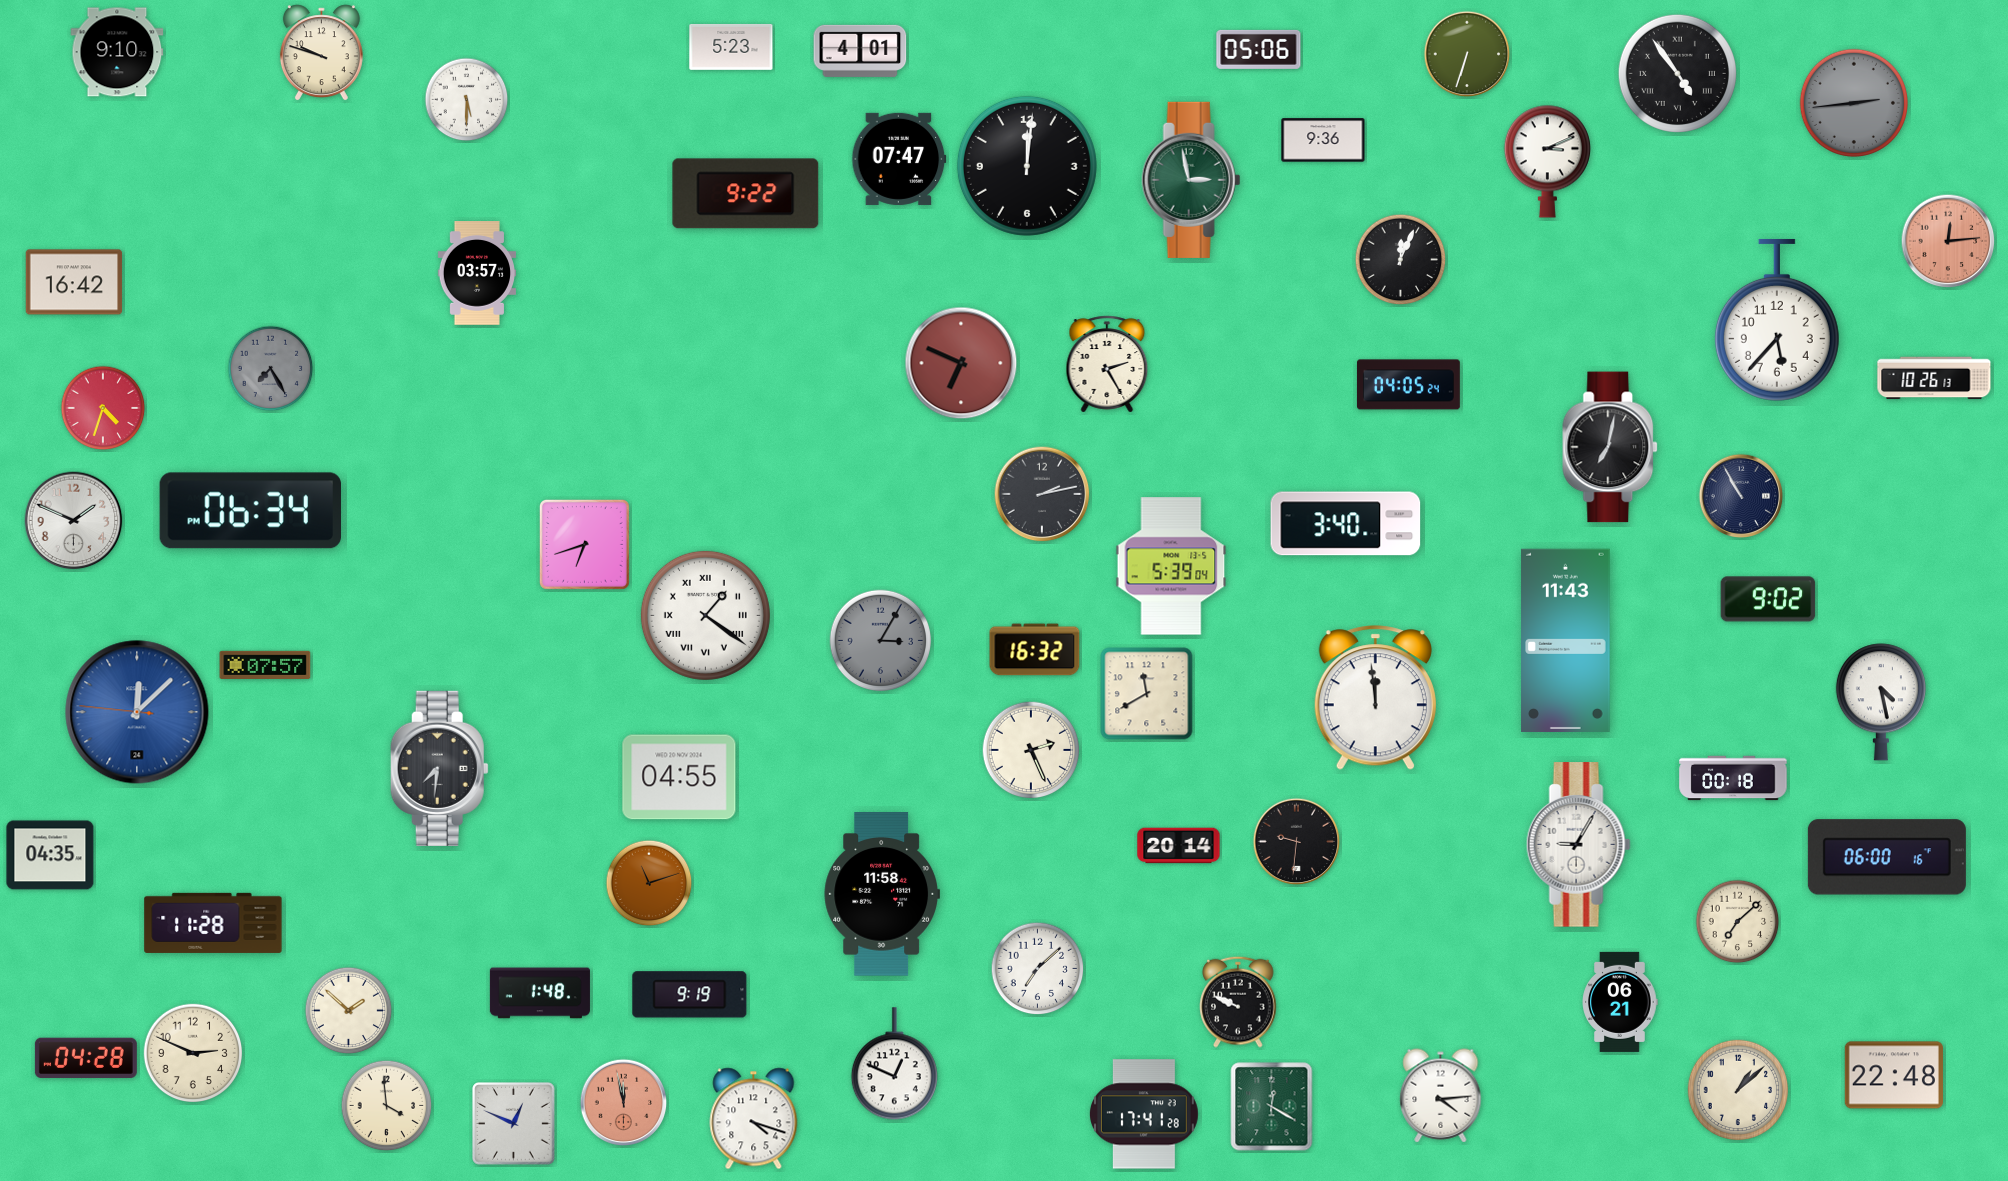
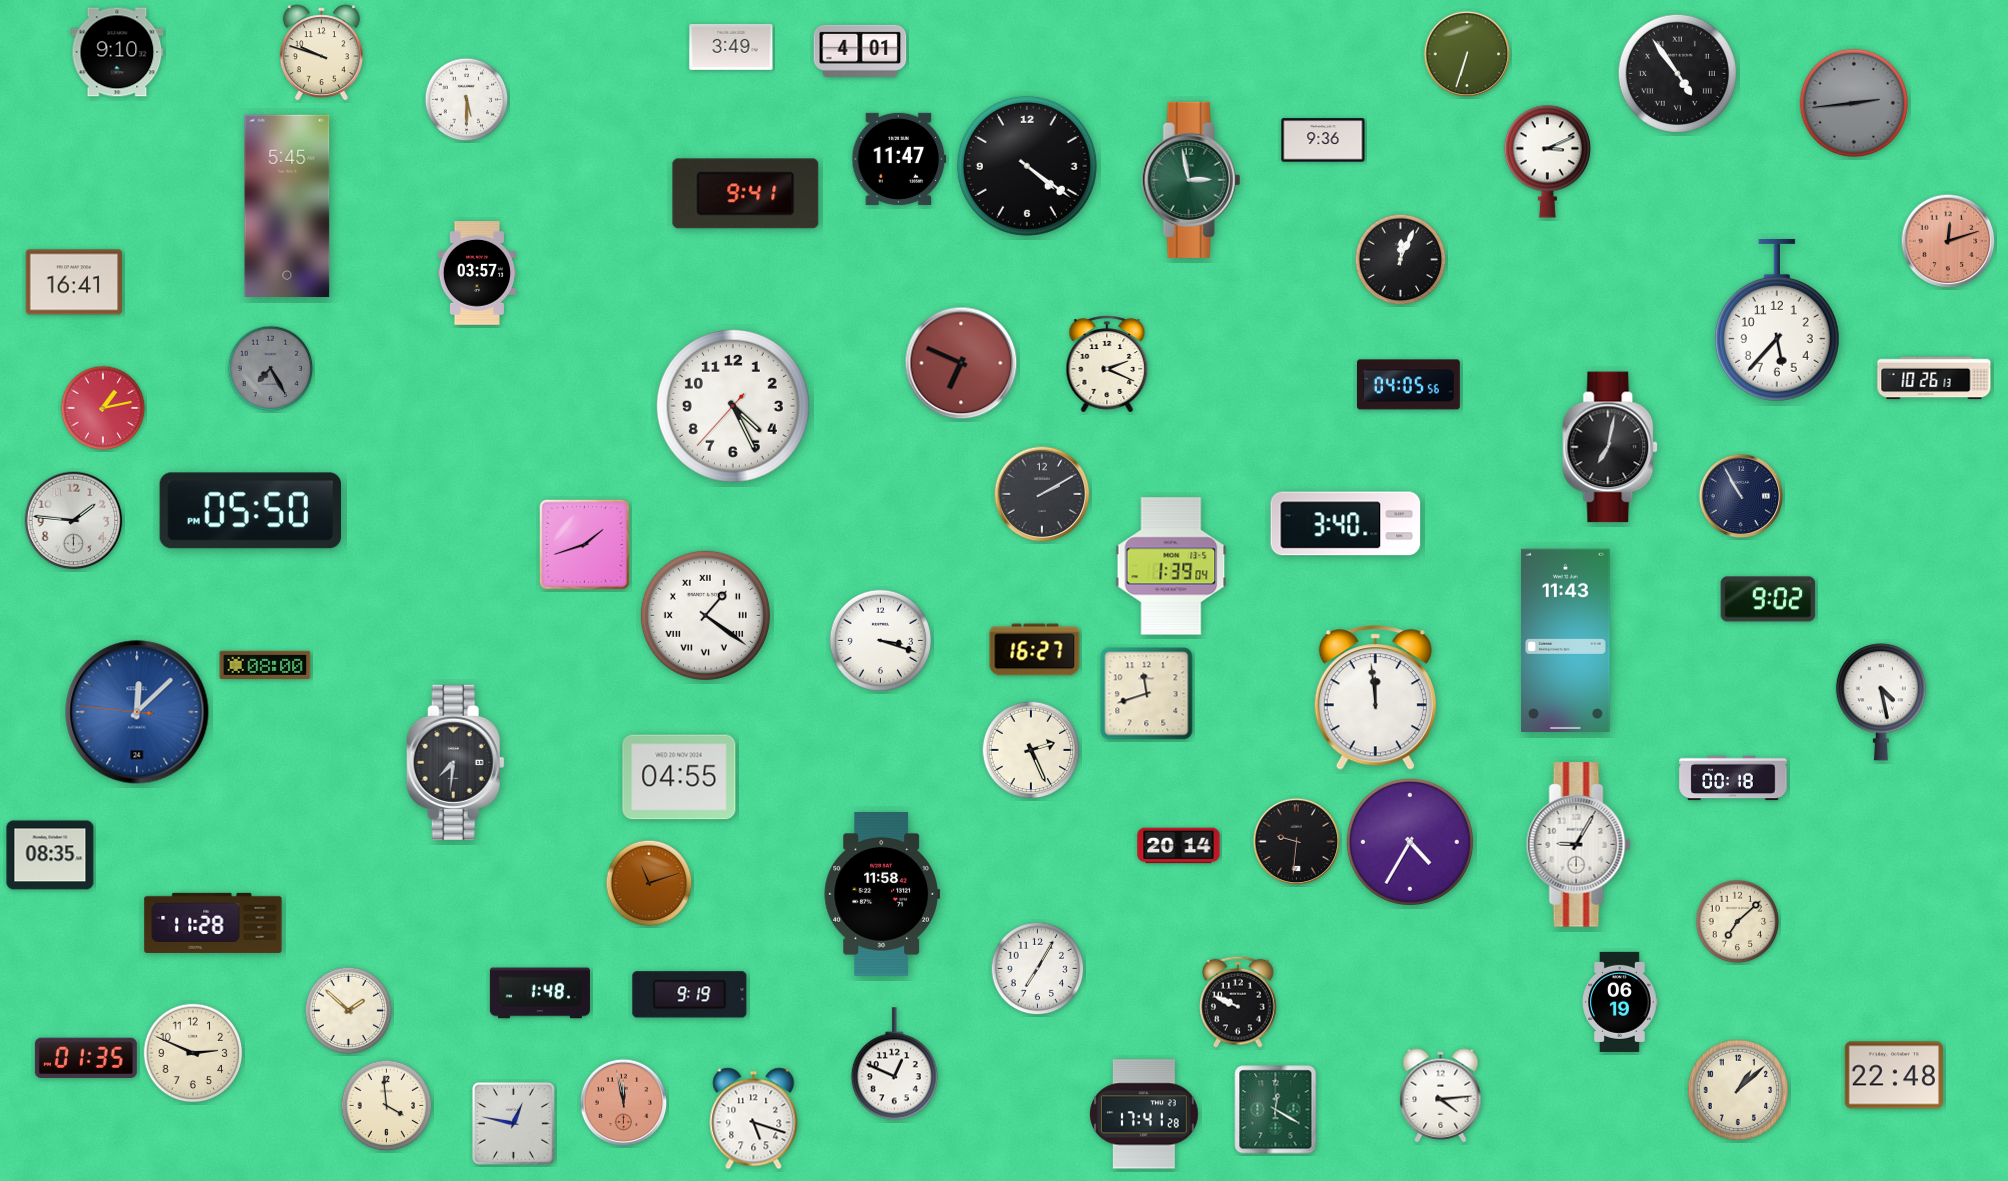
clock at (731, 47): 5:23 -> 3:49
clock at (1259, 49): 05:06 -> none
clock at (899, 159): 07:47 -> 11:47
clock at (1027, 166): 12:01 -> 4:21
clock at (746, 194): 9:22 -> 9:41
clock at (287, 205): none -> 5:45
clock at (1948, 241): 12:14 -> 12:12
clock at (74, 282): 16:42 -> 16:41
clock at (1107, 364): 2:25 -> 2:19
clock at (1408, 385): 04:05:24 -> 04:05:56
clock at (733, 406): none -> 4:25
clock at (103, 408): 4:33 -> 1:13
clock at (1042, 494): 2:13 -> 2:10
clock at (250, 511): 06:34 -> 05:50
clock at (74, 521): 1:49 -> 1:46
clock at (584, 544): 6:42 -> 1:42
clock at (1171, 566): 5:39 -> 1:39
clock at (881, 641): 3:05 -> 3:18
clock at (881, 641) dial: grey -> white
clock at (1035, 650): 16:32 -> 16:27
clock at (265, 665): 07:57 -> 08:00
clock at (1147, 694): 11:40 -> 11:42
clock at (439, 768) position: (439, 768) -> (455, 762)
clock at (1410, 842): none -> 4:35
clock at (50, 855): 04:35 -> 08:35
clock at (1887, 857): 06:00 -> none
clock at (1038, 969): 7:08 -> 7:05
clock at (1620, 1002): 06:21 -> 06:19
clock at (86, 1057): 04:28 -> 01:35
clock at (1272, 1107) position: (1272, 1107) -> (1276, 1110)
clock at (754, 1119): 4:18 -> 5:18
clock at (514, 1124): 12:49 -> 12:47
